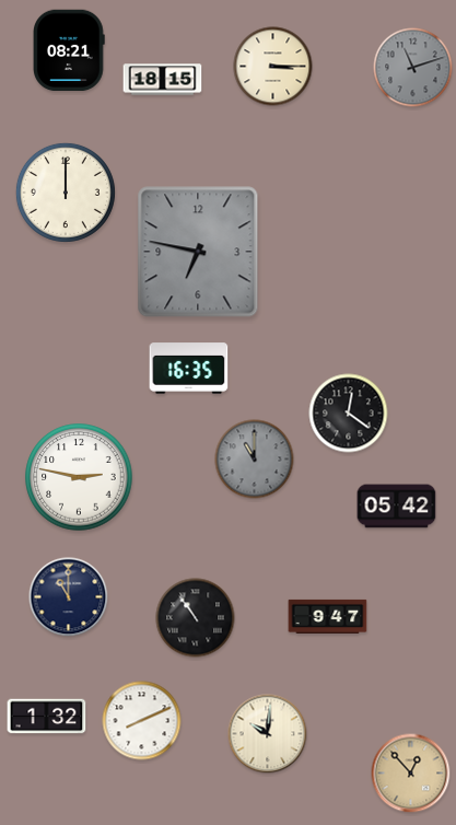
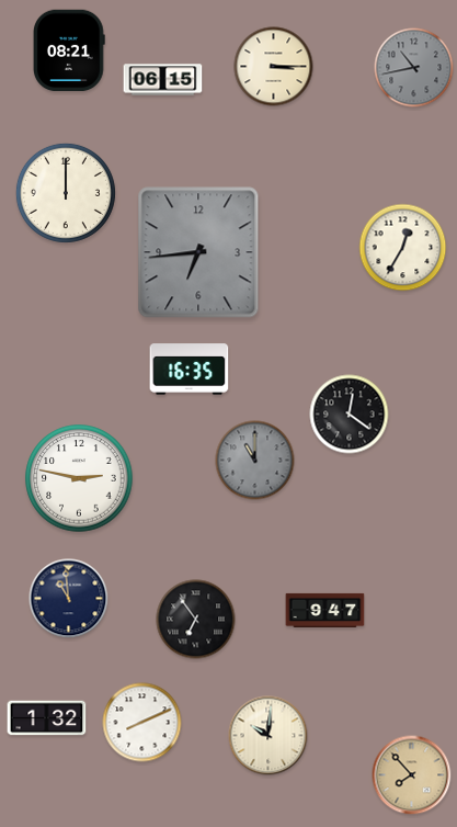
clock at (413, 68): 11:12 -> 10:43
clock at (163, 80): 18:15 -> 06:15
clock at (403, 248): none -> 12:35
clock at (198, 252): 6:47 -> 6:44
clock at (397, 507): 05:42 -> none
clock at (69, 597): 11:00 -> 10:59
clock at (328, 616) position: (328, 616) -> (325, 610)
clock at (196, 618): 10:54 -> 6:54
clock at (411, 774): 12:53 -> 7:53
